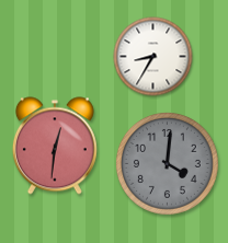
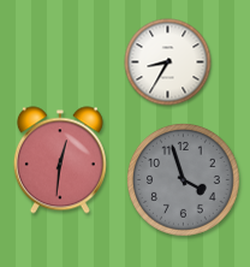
clock at (168, 164): 4:01 -> 3:57
